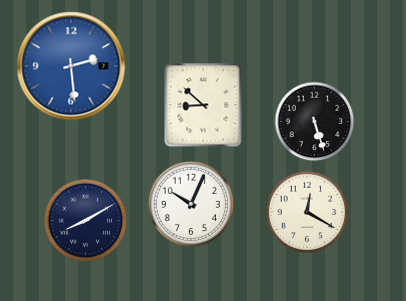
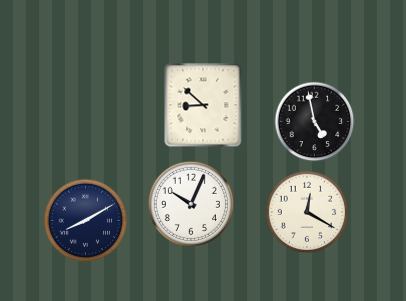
clock at (71, 66): 2:29 -> none
clock at (315, 122): 5:27 -> 4:58
